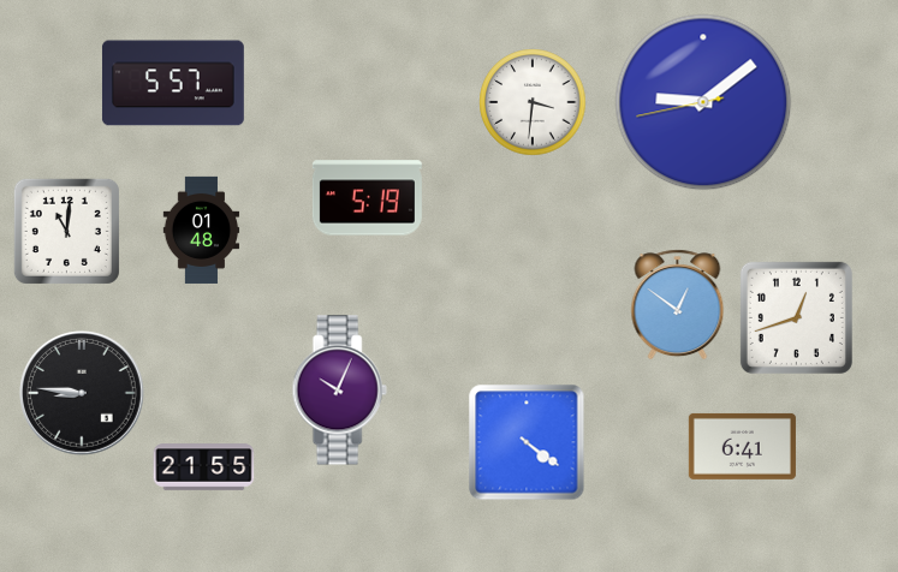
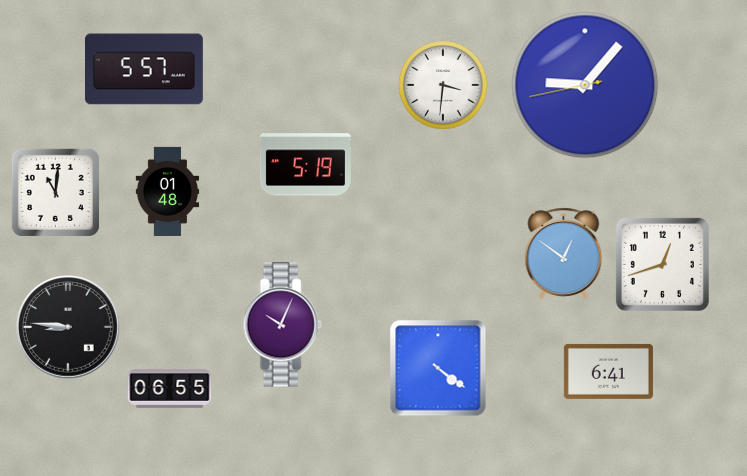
clock at (703, 102): 9:08 -> 9:06
clock at (742, 446) position: (742, 446) -> (608, 371)
clock at (204, 467): 21:55 -> 06:55
